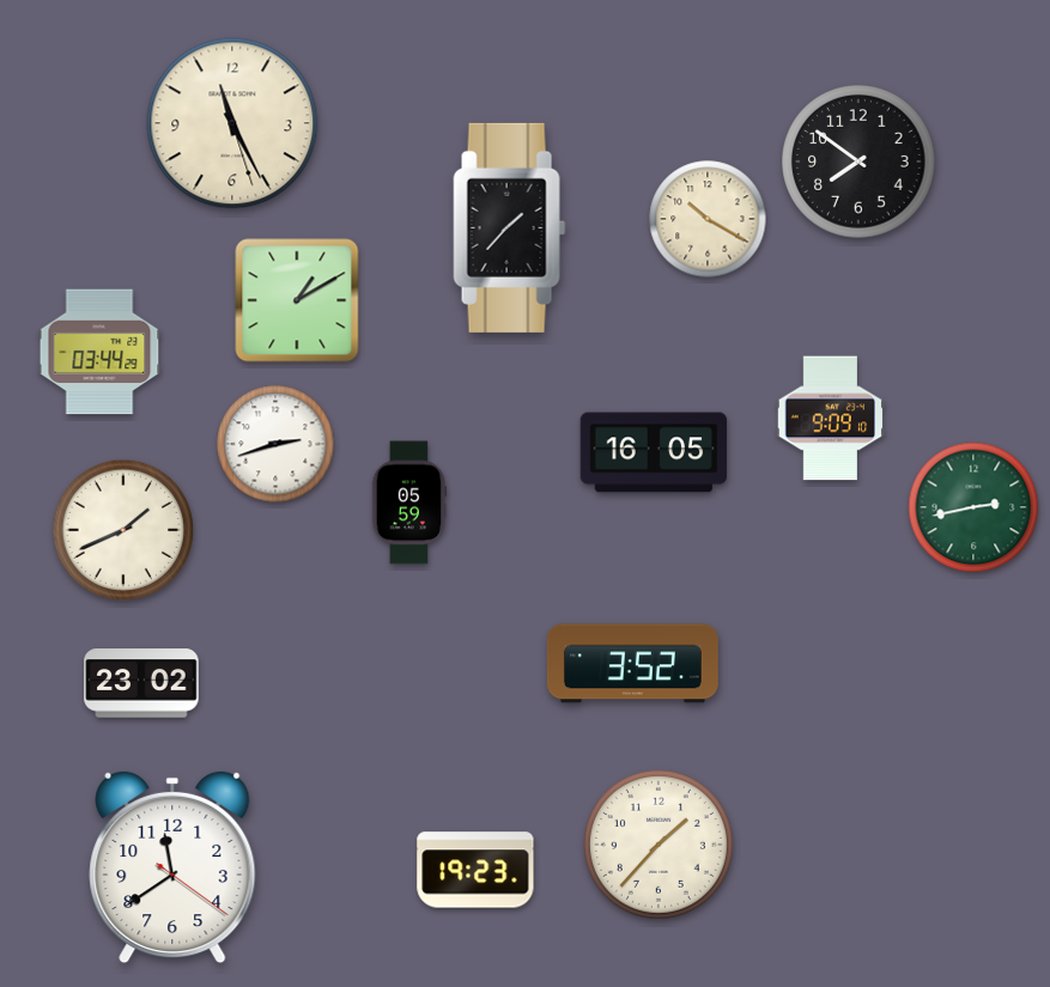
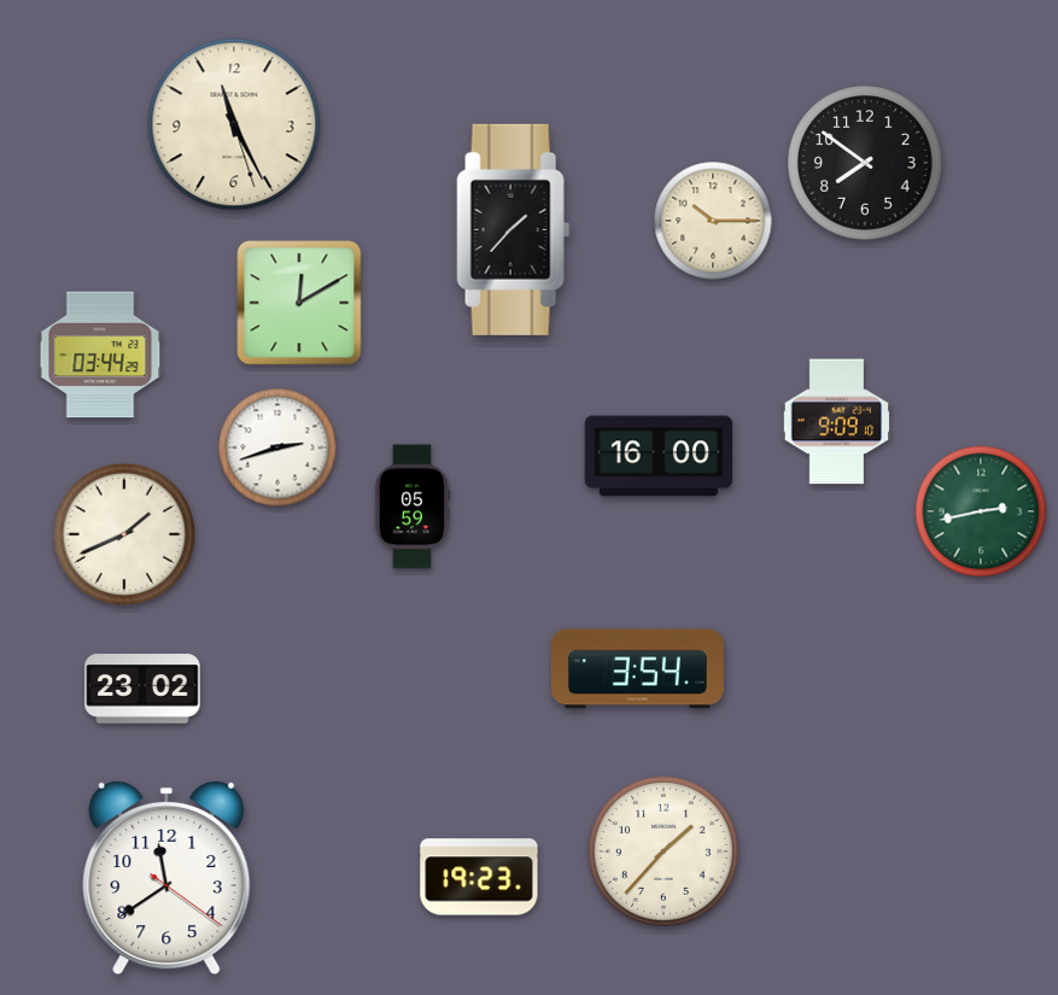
clock at (708, 219): 10:20 -> 10:15
clock at (297, 300): 1:10 -> 12:10
clock at (654, 452): 16:05 -> 16:00
clock at (632, 664): 3:52 -> 3:54
clock at (172, 867) position: (172, 867) -> (166, 878)
